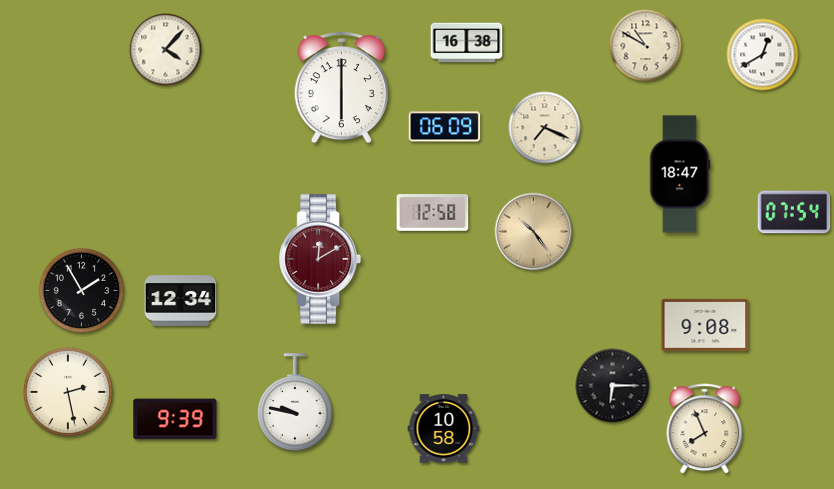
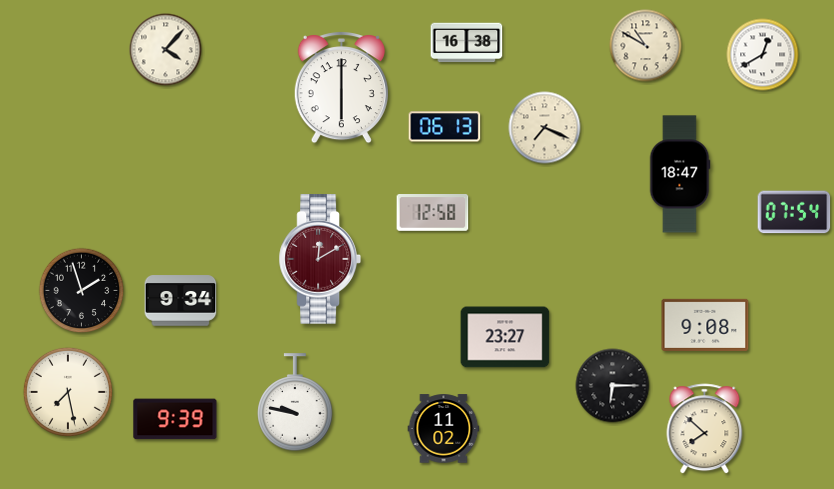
clock at (445, 127): 06:09 -> 06:13
clock at (534, 232): 10:24 -> none
clock at (82, 291): 1:55 -> 1:57
clock at (181, 301): 12:34 -> 9:34
clock at (505, 337): none -> 23:27
clock at (68, 392): 2:28 -> 7:28
clock at (444, 429): 10:58 -> 11:02
clock at (705, 429): 7:56 -> 7:52
